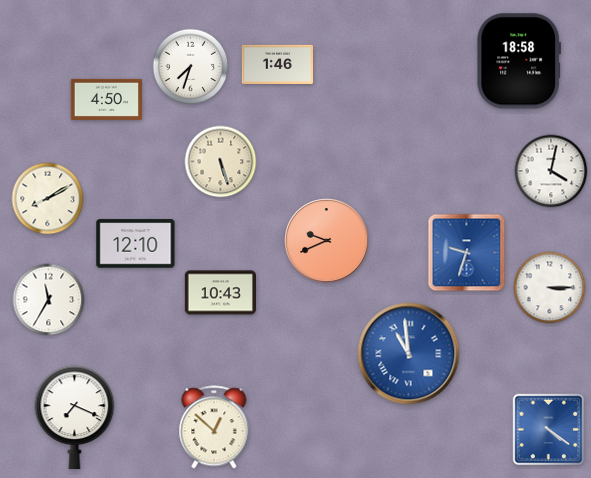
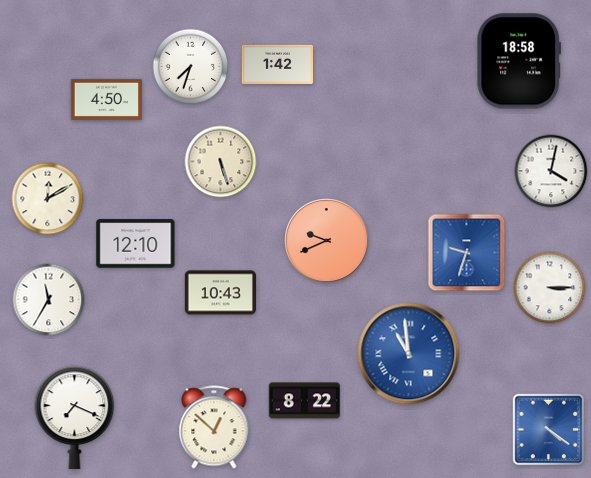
clock at (277, 64): 1:46 -> 1:42
clock at (48, 199): 8:10 -> 12:10
clock at (304, 401): none -> 8:22
